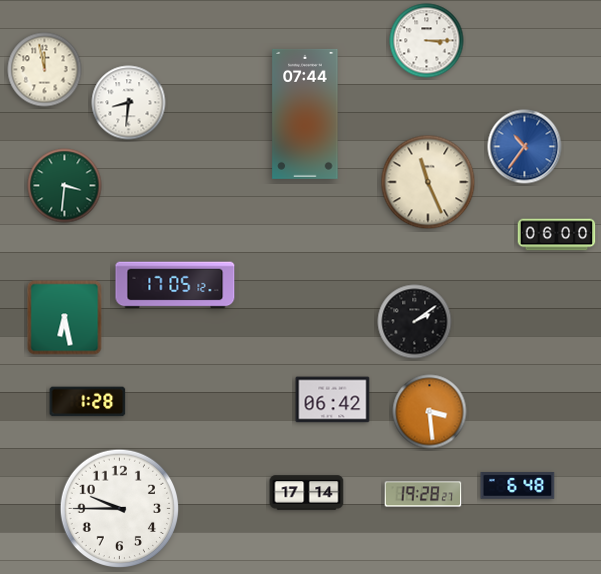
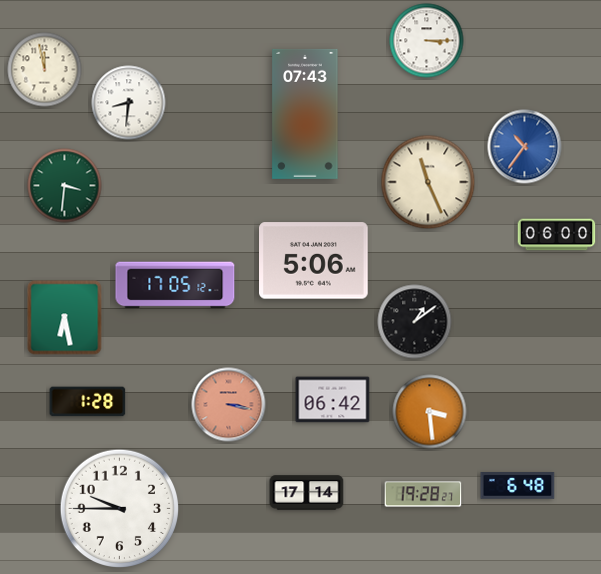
clock at (305, 114): 07:44 -> 07:43
clock at (314, 261): none -> 5:06
clock at (415, 322): 2:09 -> 1:09
clock at (229, 405): none -> 3:17
